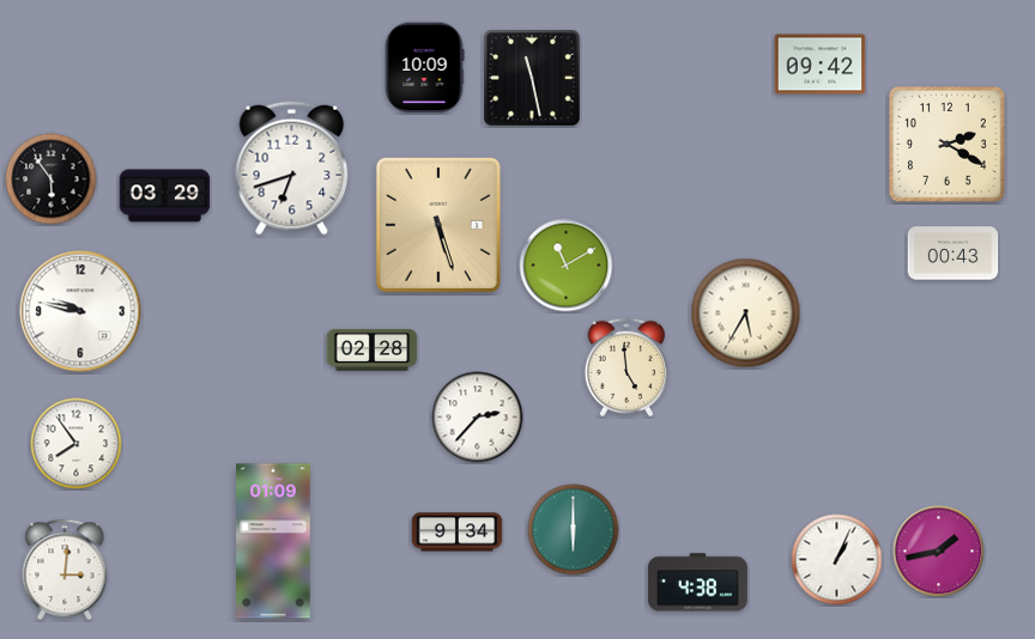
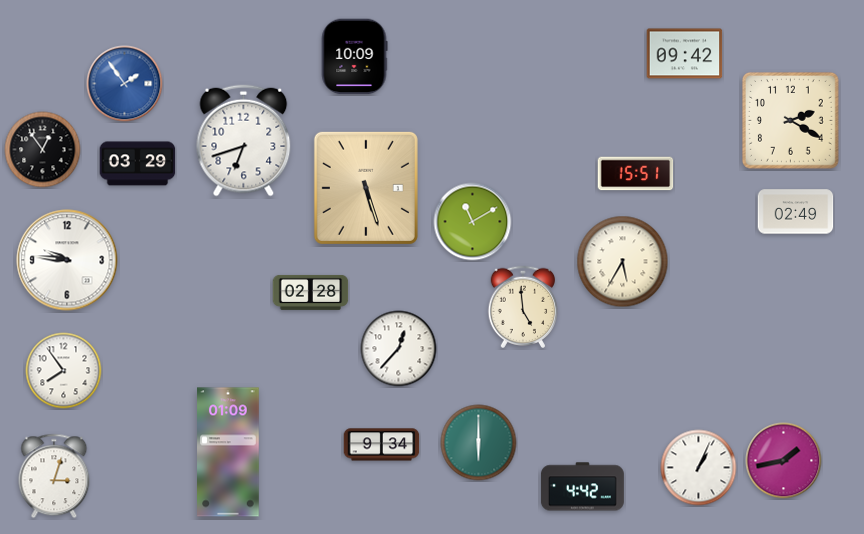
clock at (532, 78): 11:28 -> none
clock at (125, 84): none -> 1:54
clock at (52, 179): 5:54 -> 12:54
clock at (636, 174): none -> 15:51
clock at (954, 254): 00:43 -> 02:49
clock at (80, 311): 9:47 -> 9:46
clock at (478, 418): 2:37 -> 12:37
clock at (65, 570): 3:01 -> 3:03
clock at (697, 583): 4:38 -> 4:42
